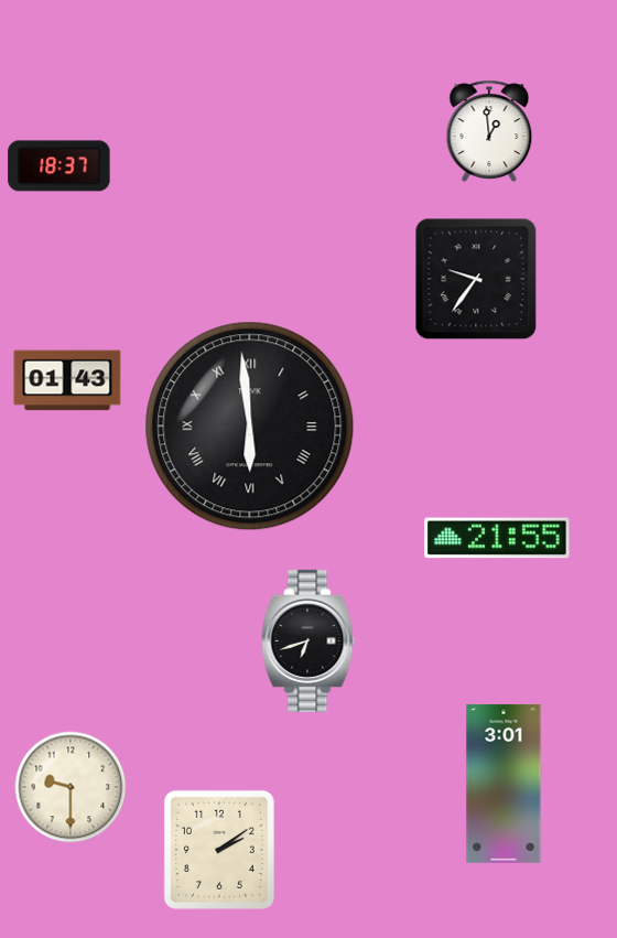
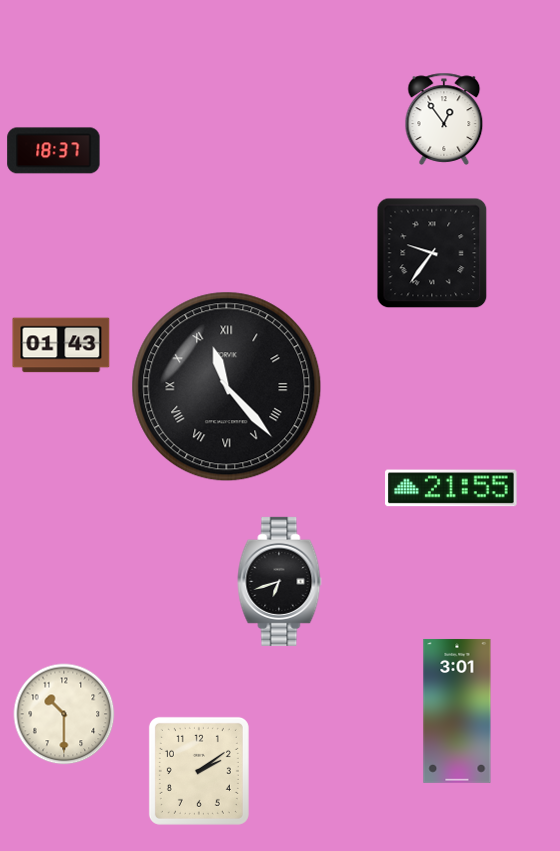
clock at (489, 131): 12:59 -> 12:54
clock at (250, 427): 5:59 -> 11:23
clock at (71, 787): 9:30 -> 10:30
